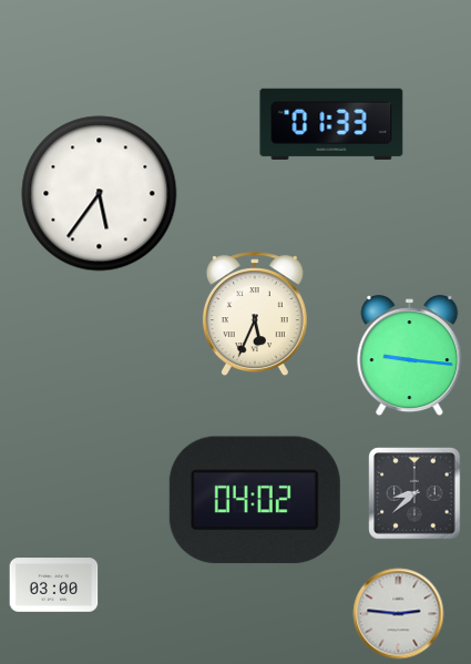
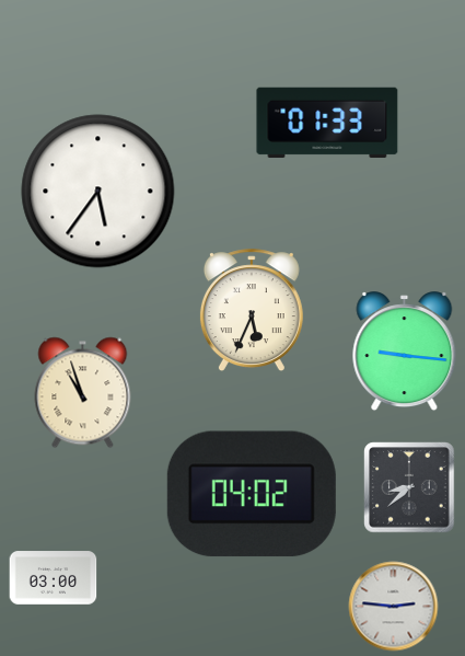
clock at (83, 392): none -> 10:57
